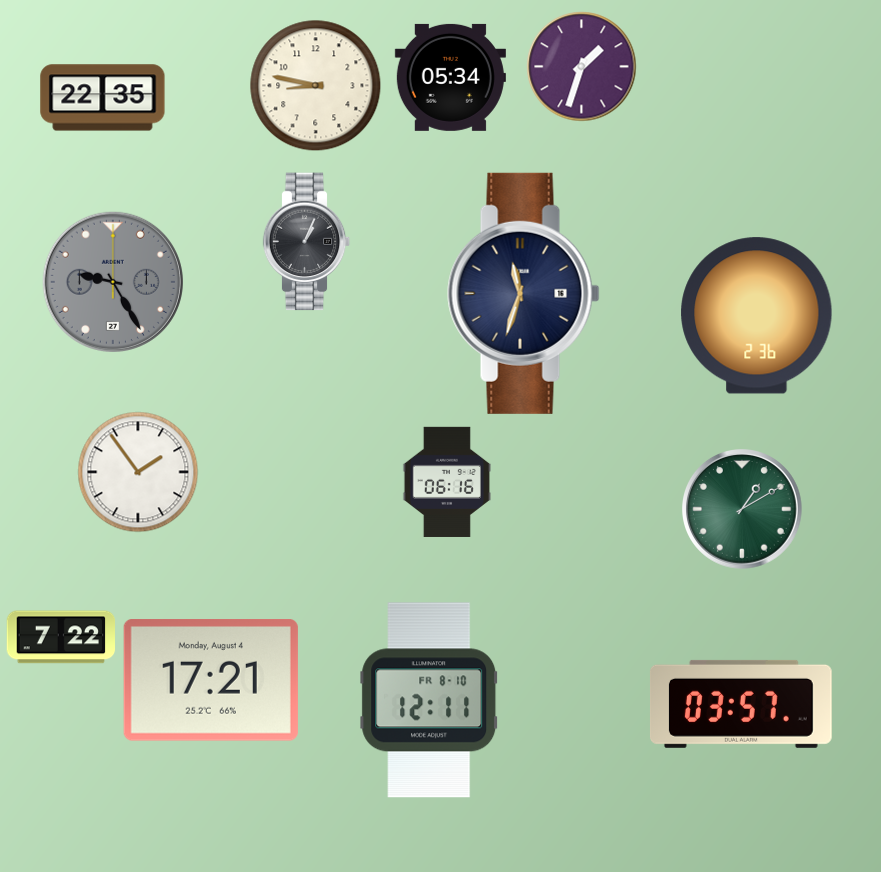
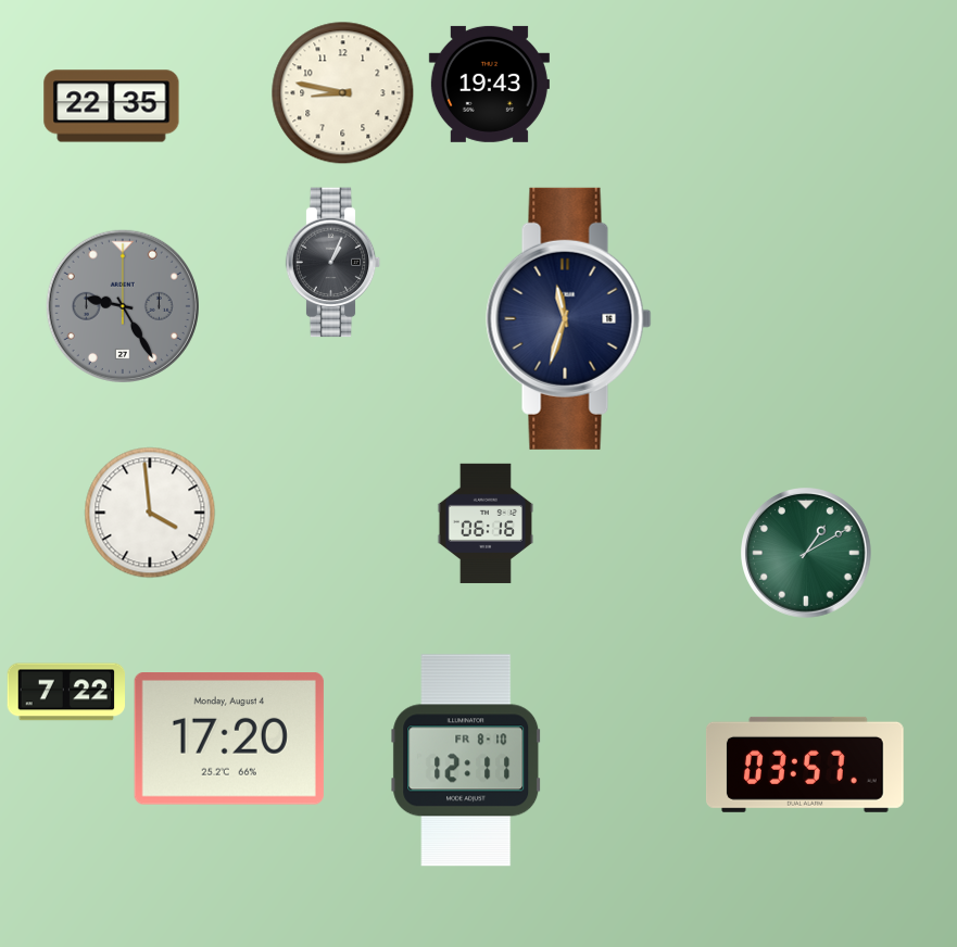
clock at (582, 67): 1:33 -> none
clock at (450, 77): 05:34 -> 19:43
clock at (757, 316): 2:36 -> none
clock at (138, 472): 1:54 -> 3:59
clock at (211, 681): 17:21 -> 17:20
